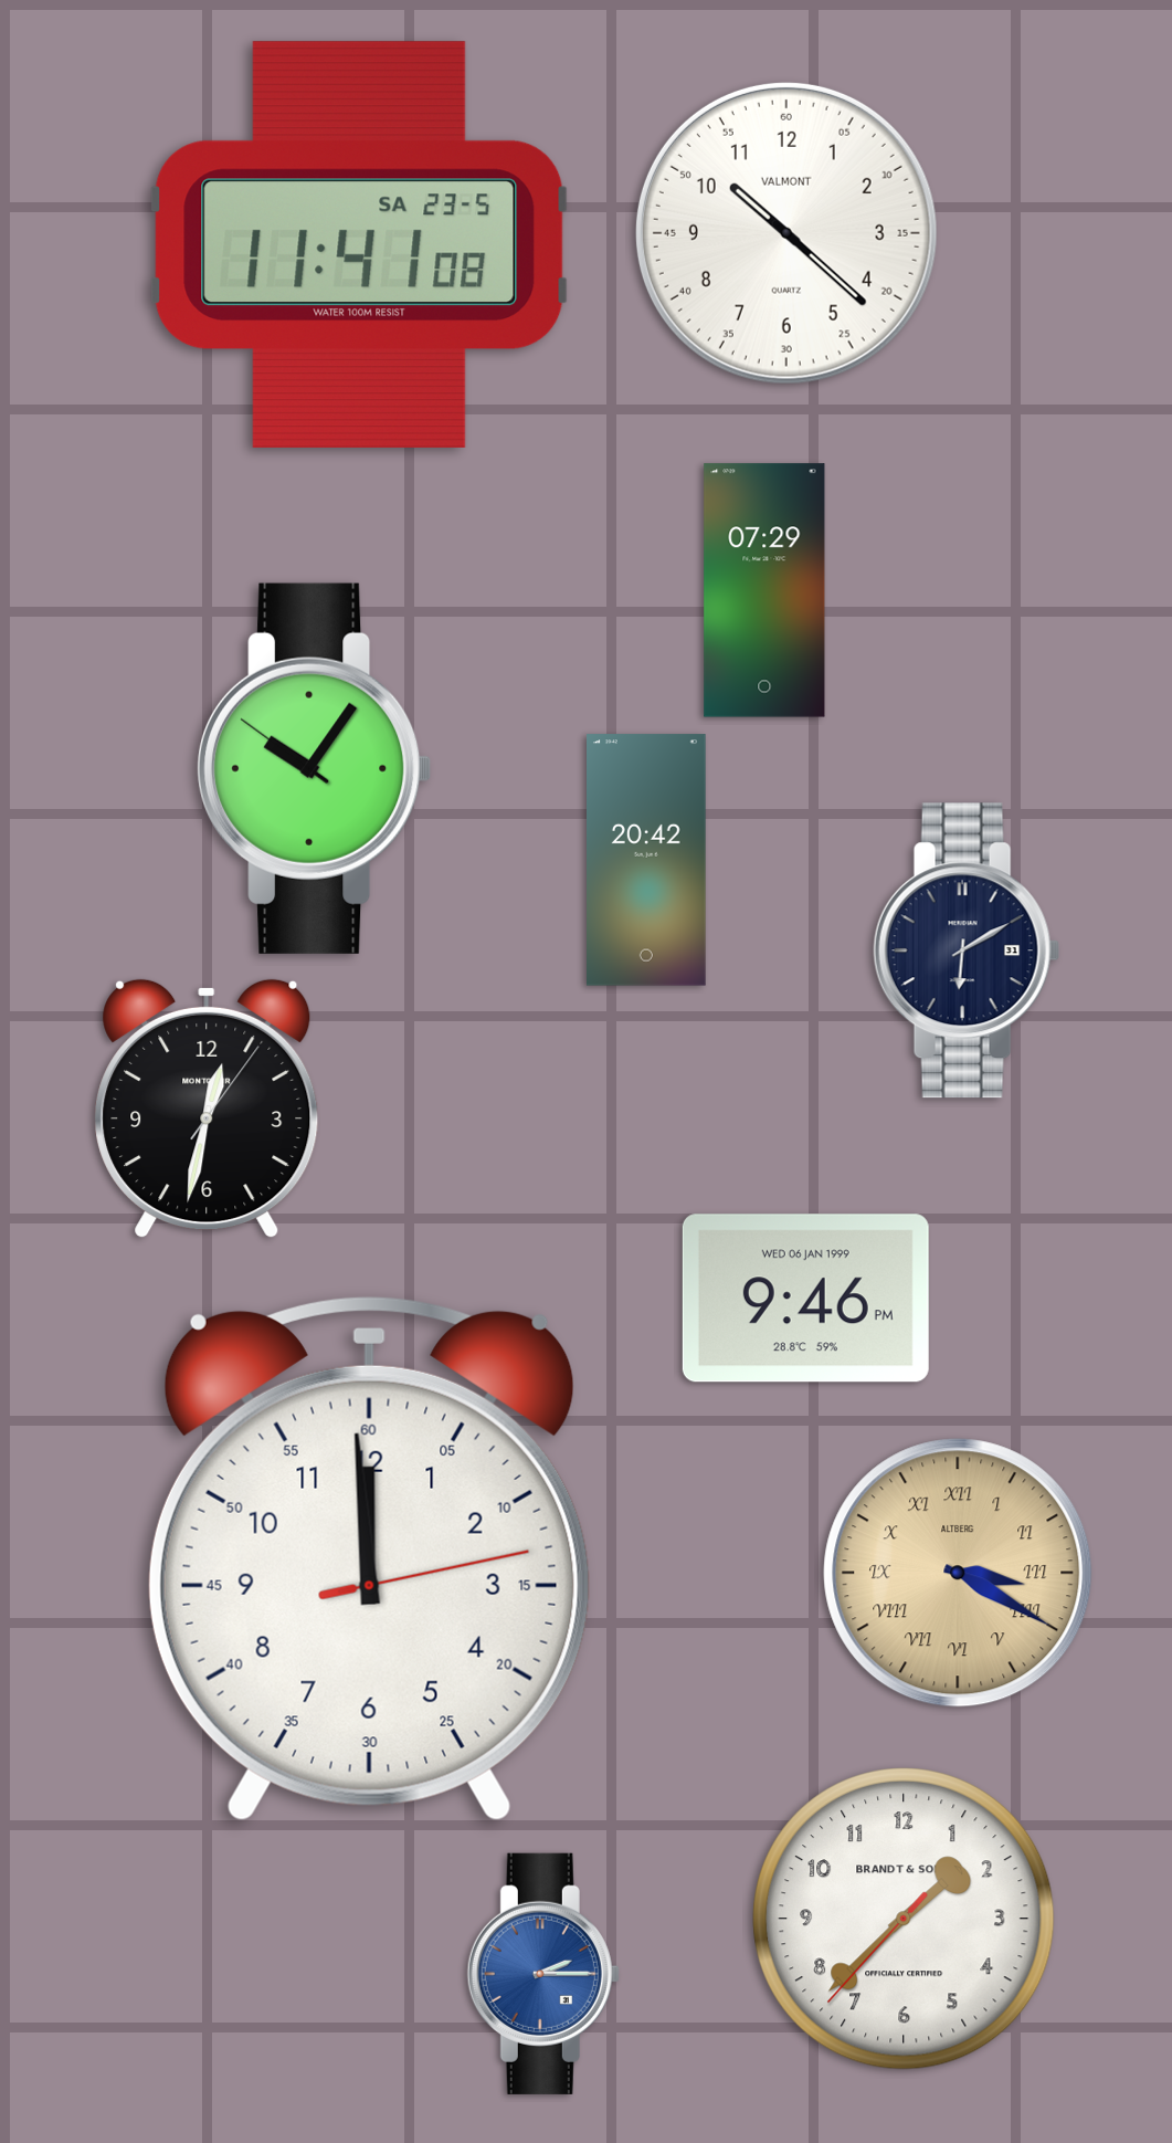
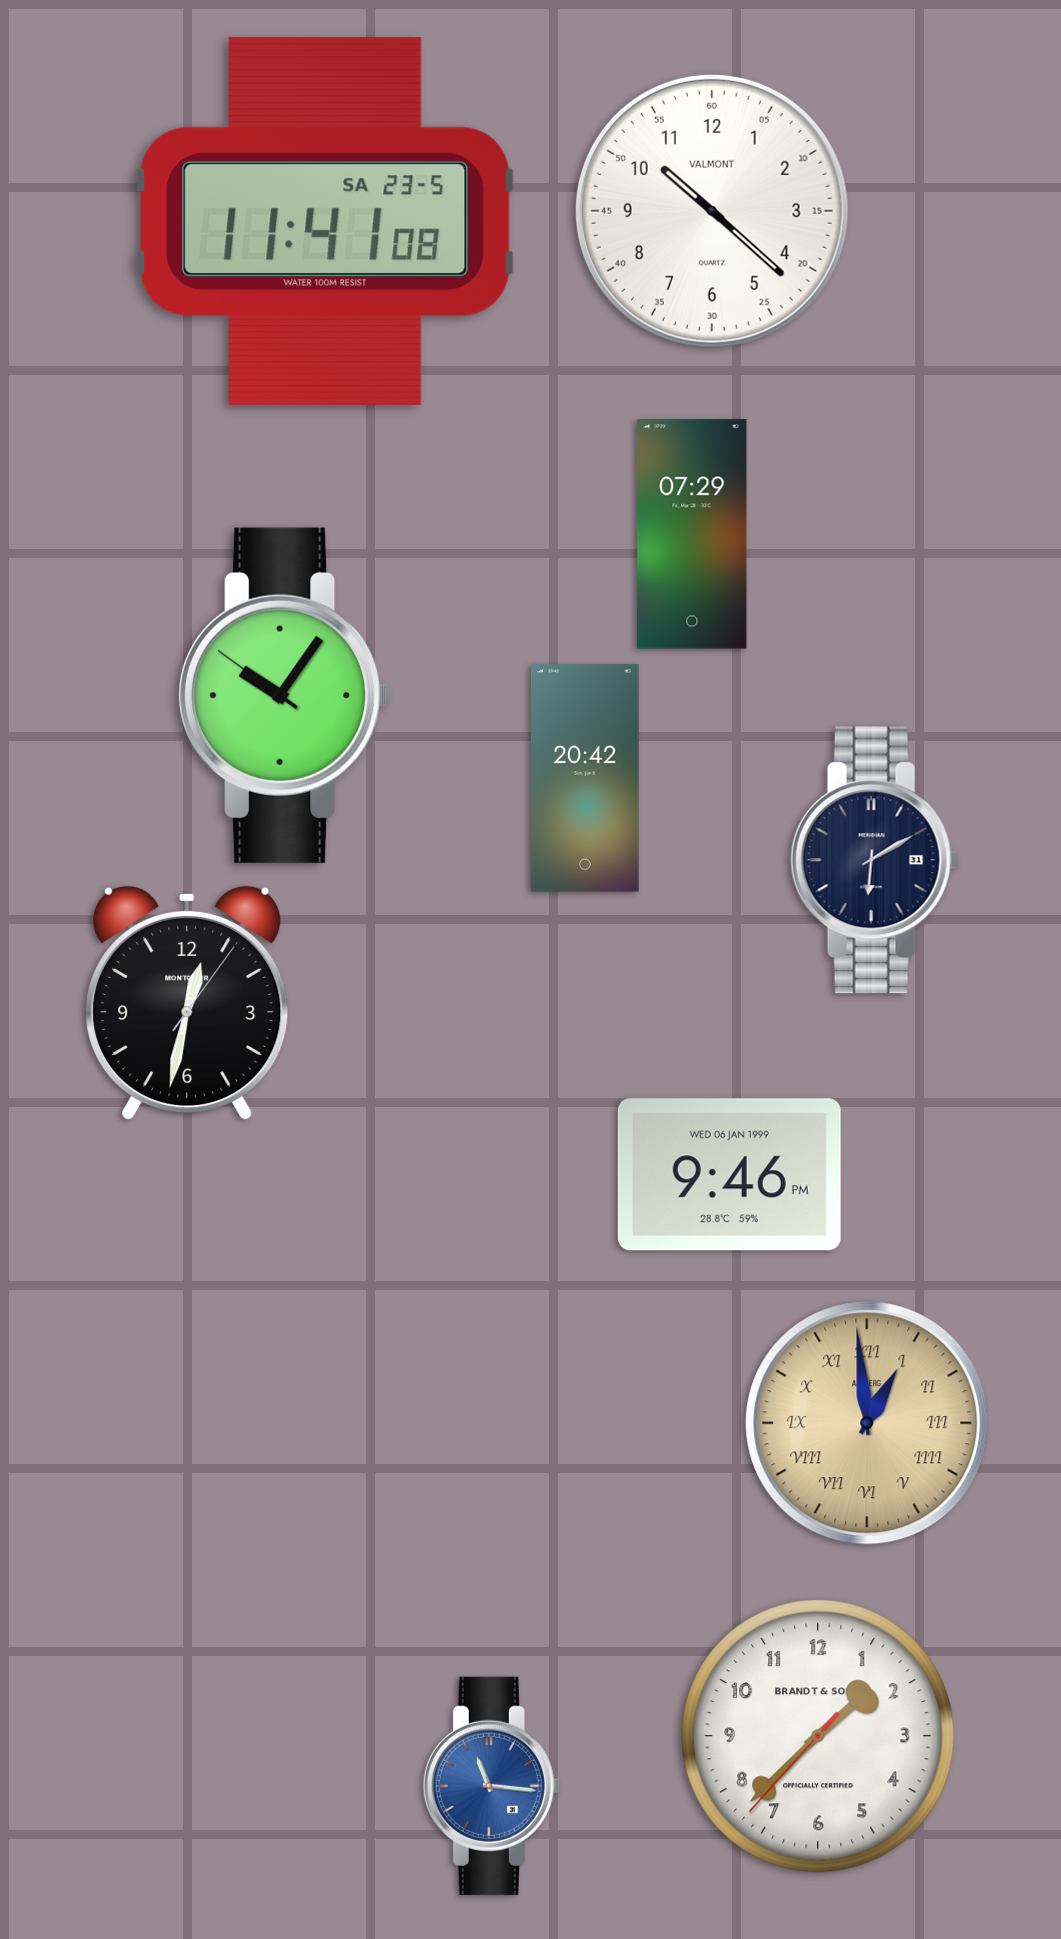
clock at (369, 1558): 11:59 -> none
clock at (958, 1573): 3:20 -> 12:59
clock at (543, 1974): 2:15 -> 11:16
